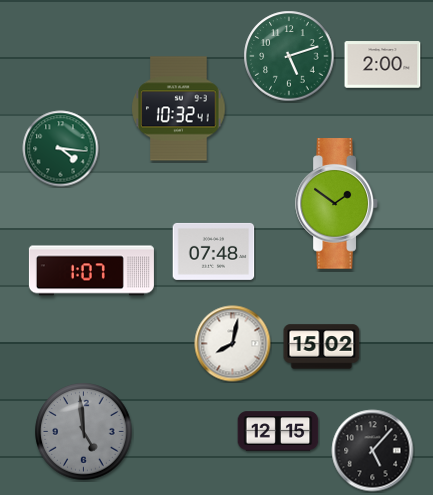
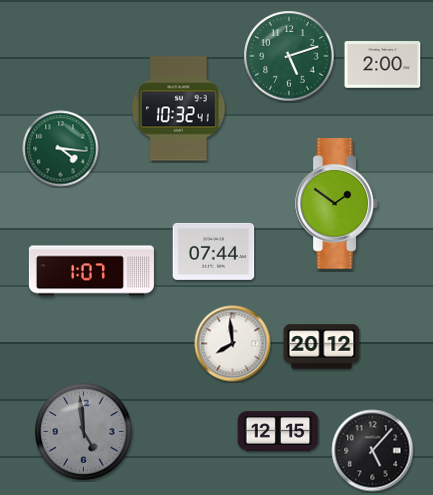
clock at (214, 251): 07:48 -> 07:44
clock at (233, 344): 8:02 -> 7:59
clock at (322, 347): 15:02 -> 20:12
